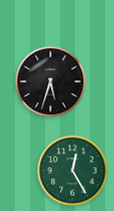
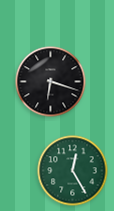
clock at (51, 82): 5:33 -> 6:18
